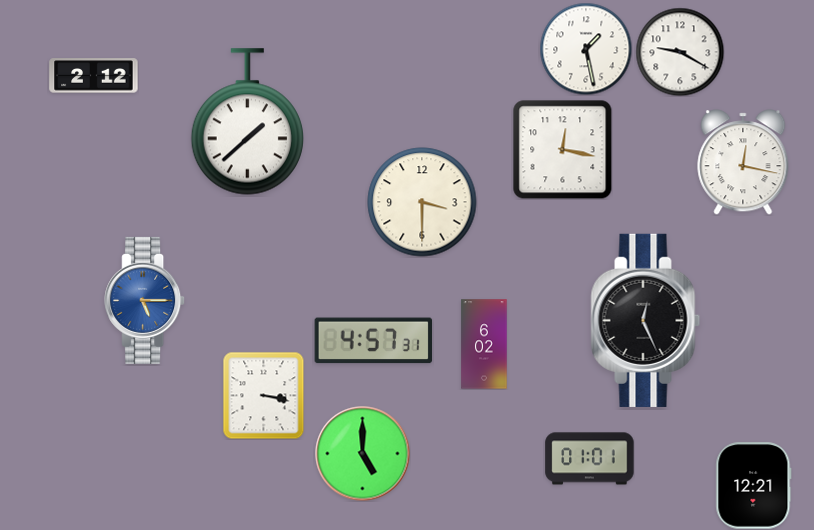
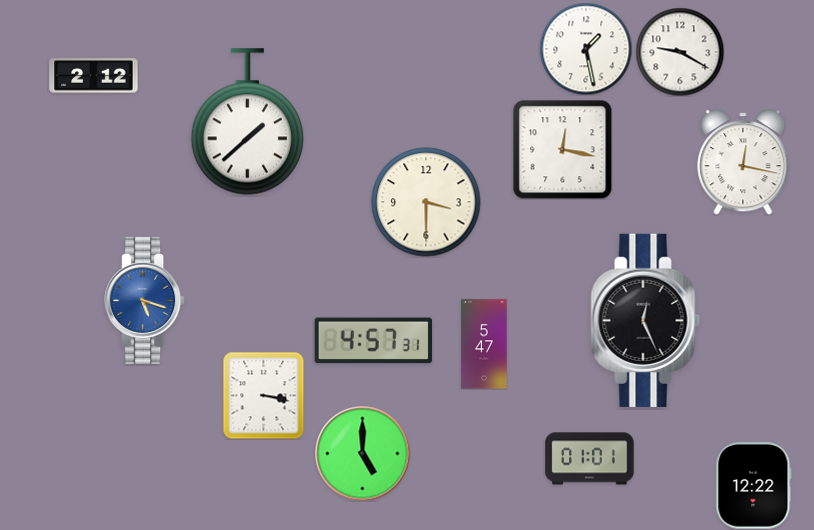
clock at (422, 202) position: (422, 202) -> (426, 202)
clock at (145, 300): 5:15 -> 5:18
clock at (484, 344): 6:02 -> 5:47
clock at (754, 486): 12:21 -> 12:22
